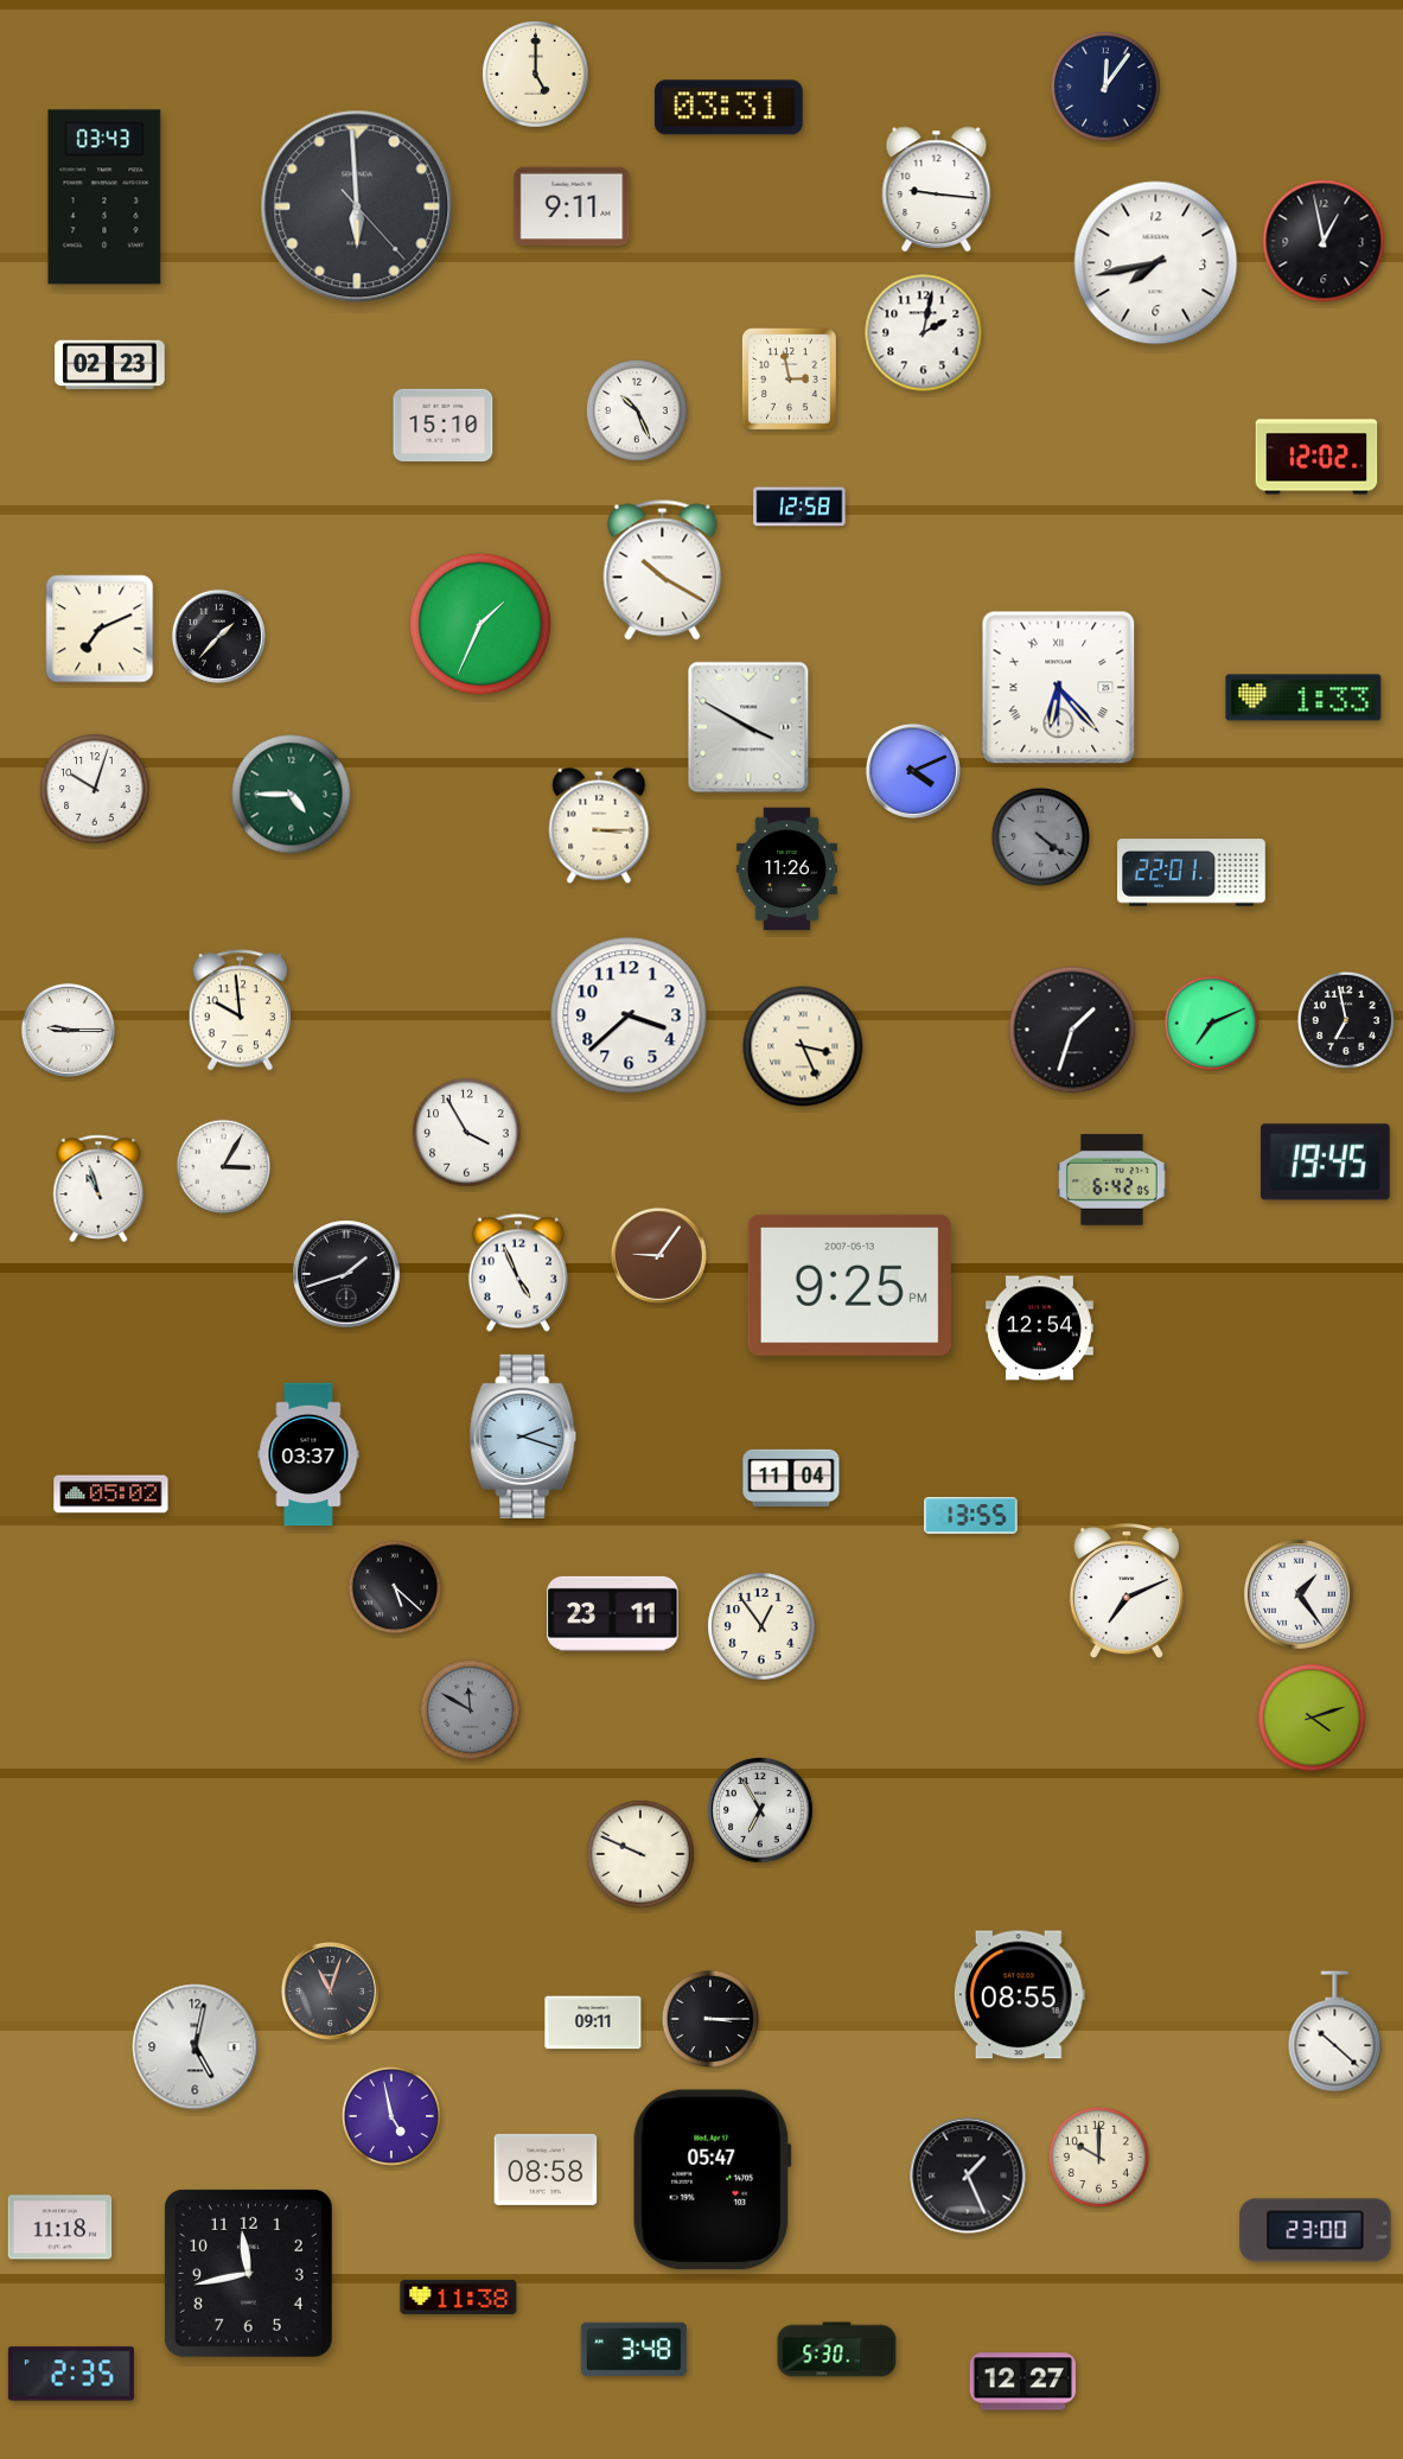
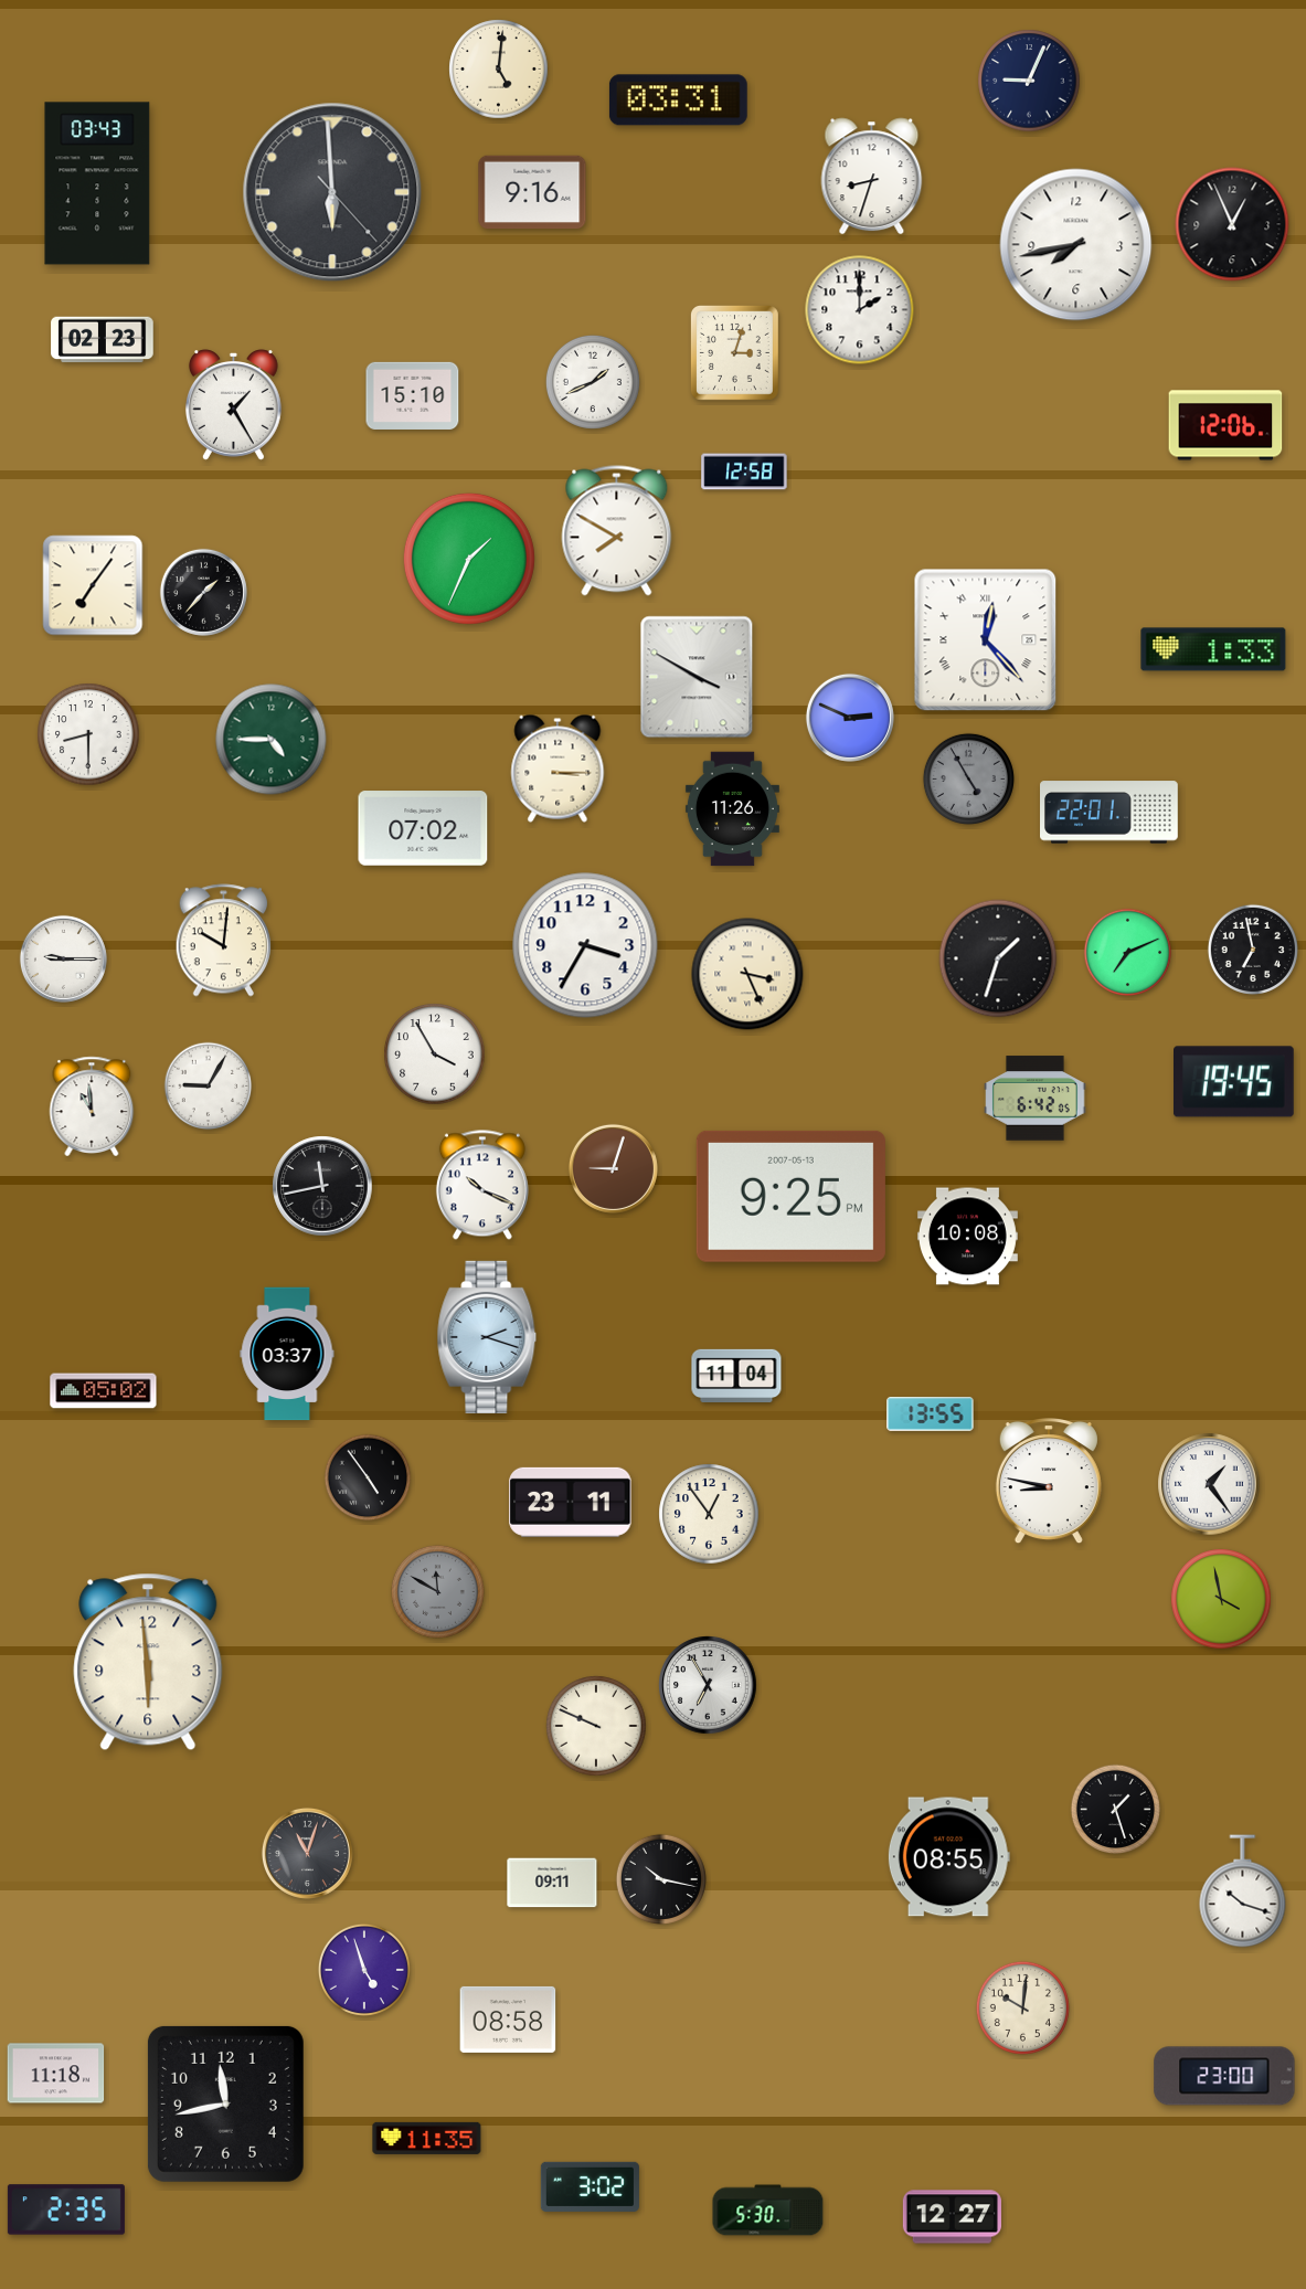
clock at (536, 75): 5:00 -> 5:01
clock at (1105, 87): 12:06 -> 9:04
clock at (937, 190): 9:16 -> 8:33
clock at (572, 206): 9:11 -> 9:16
clock at (1324, 241): 12:58 -> 12:56
clock at (924, 333): 2:02 -> 2:00
clock at (789, 380): 2:58 -> 3:03
clock at (637, 410): 10:26 -> 1:41
clock at (233, 405): none -> 1:25
clock at (1316, 457): 12:02 -> 12:06
clock at (663, 571): 10:20 -> 7:50
clock at (480, 624) position: (480, 624) -> (469, 559)
clock at (100, 629): 7:11 -> 7:06
clock at (1059, 688): 6:23 -> 12:23
clock at (913, 771): 4:11 -> 2:49
clock at (95, 789): 10:03 -> 8:30
clock at (1040, 836): 4:21 -> 4:55
clock at (423, 828): none -> 07:02
clock at (240, 1011): 9:59 -> 10:01
clock at (629, 1015): 3:38 -> 3:35
clock at (224, 1167): 3:05 -> 9:05
clock at (98, 1187): 10:57 -> 10:59
clock at (658, 1255): 9:06 -> 9:03
clock at (518, 1273): 4:56 -> 10:19
clock at (346, 1274): 1:42 -> 11:43
clock at (1039, 1329): 12:54 -> 10:08
clock at (971, 1516) position: (971, 1516) -> (931, 1414)
clock at (395, 1587): 5:22 -> 4:54
clock at (1127, 1592): 7:11 -> 8:47
clock at (1312, 1718): 4:12 -> 3:58
clock at (148, 1662): none -> 5:59
clock at (1115, 1809): none -> 1:27
clock at (710, 2018): 3:15 -> 10:17
clock at (1335, 2032): 10:22 -> 10:18
clock at (196, 2047): 5:02 -> none
clock at (391, 2116): 4:58 -> 4:57
clock at (1098, 2157): 10:00 -> 10:01
clock at (968, 2175): 1:26 -> none
clock at (712, 2180): 05:47 -> none
clock at (248, 2273) position: (248, 2273) -> (225, 2103)
clock at (459, 2296): 11:38 -> 11:35
clock at (633, 2349): 3:48 -> 3:02
clock at (837, 2350) position: (837, 2350) -> (768, 2211)
